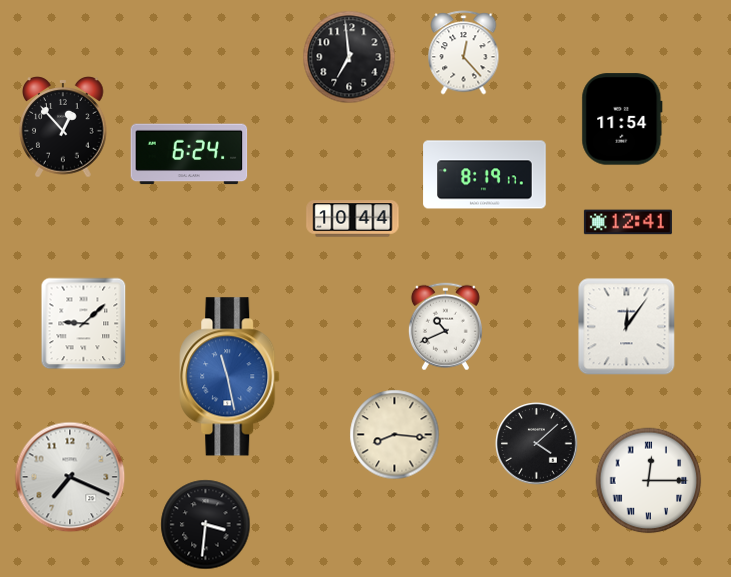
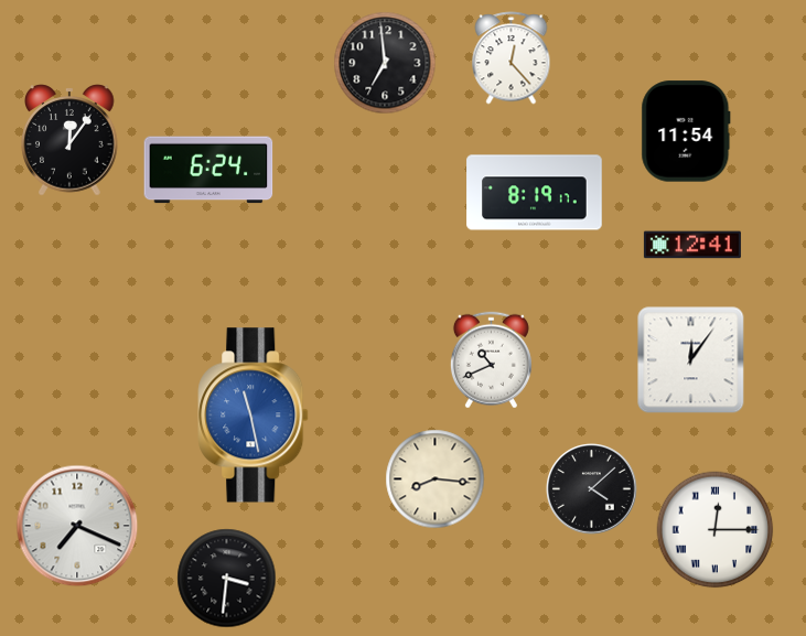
clock at (63, 127): 12:53 -> 12:06
clock at (353, 219): 10:44 -> none
clock at (84, 324): 9:08 -> none
